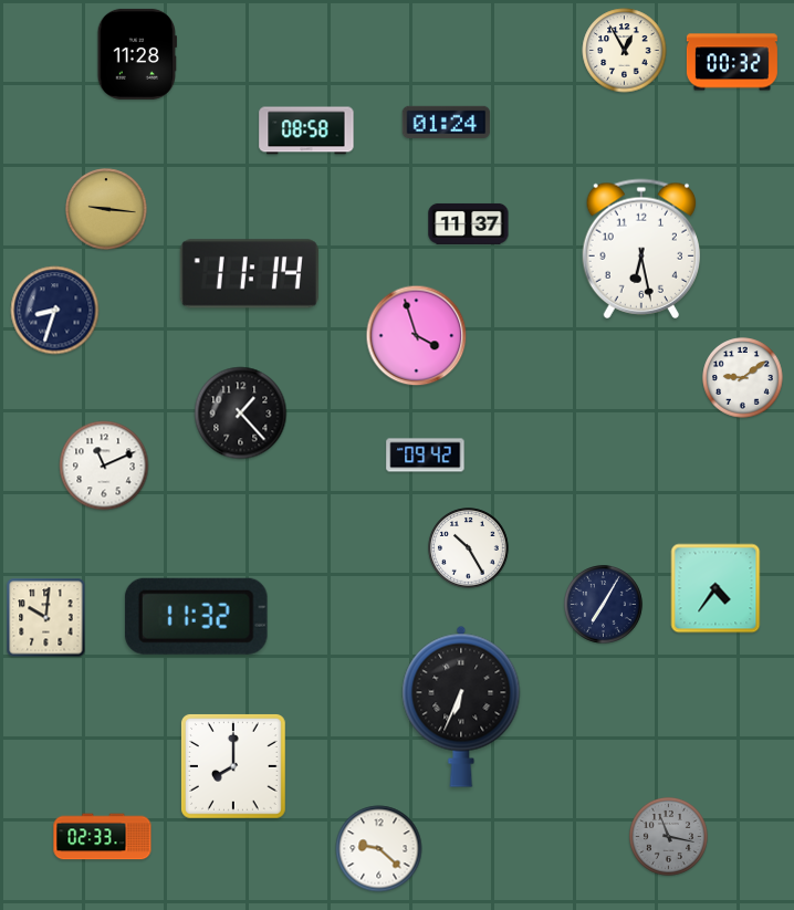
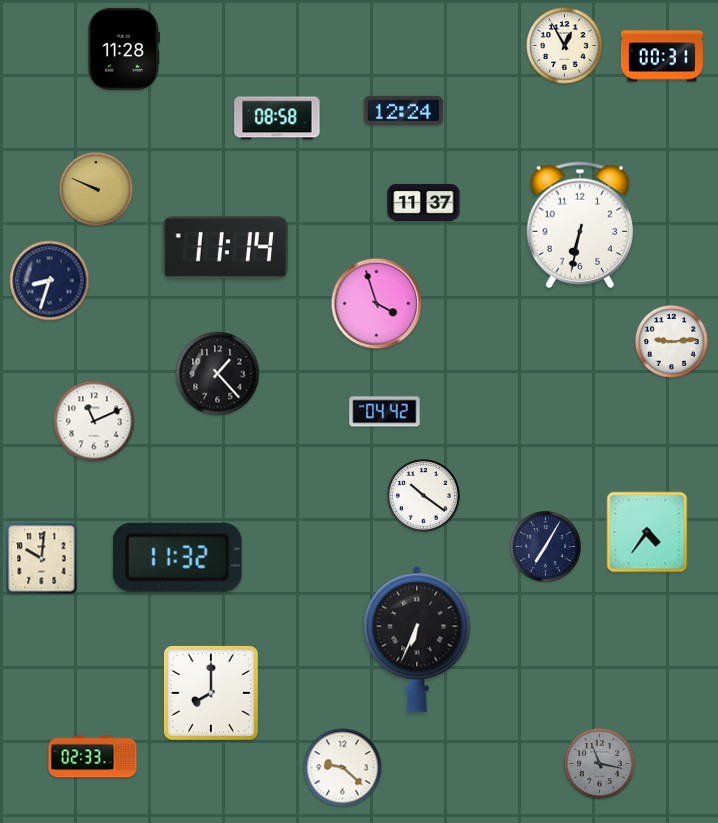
clock at (732, 62): 00:32 -> 00:31
clock at (447, 122): 01:24 -> 12:24
clock at (106, 209): 9:16 -> 9:49
clock at (640, 249): 6:28 -> 6:32
clock at (743, 378): 9:09 -> 9:14
clock at (426, 456): 09:42 -> 04:42
clock at (469, 548): 10:25 -> 10:21
clock at (668, 836) position: (668, 836) -> (599, 763)
